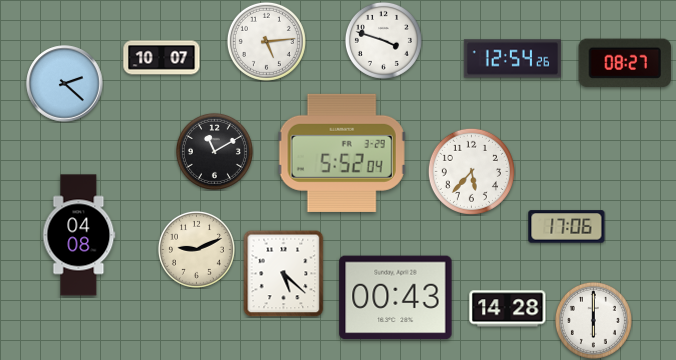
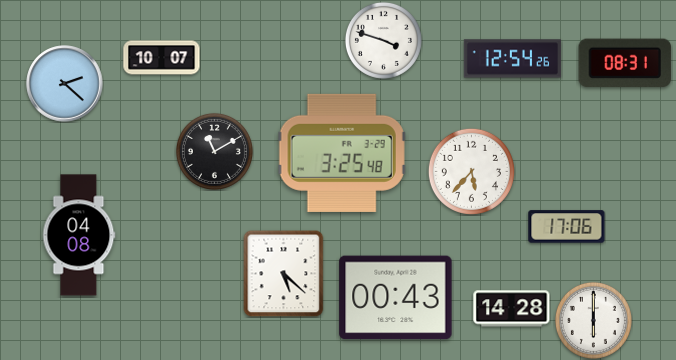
clock at (266, 41): 5:14 -> none
clock at (625, 63): 08:27 -> 08:31
clock at (342, 153): 5:52 -> 3:25
clock at (196, 249): 9:11 -> none
clock at (508, 309) position: (508, 309) -> (512, 309)
